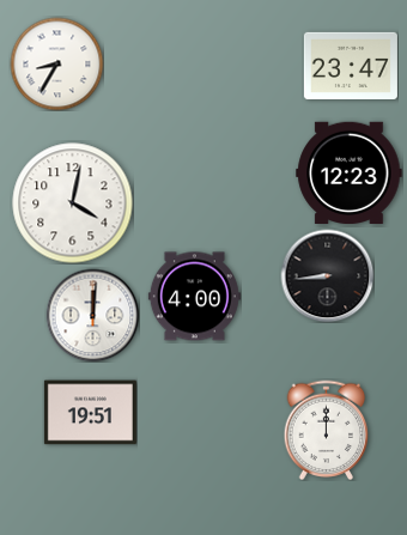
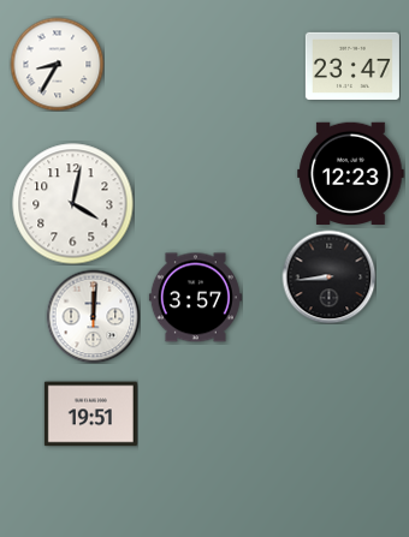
clock at (194, 297): 4:00 -> 3:57
clock at (327, 430): 12:00 -> none
